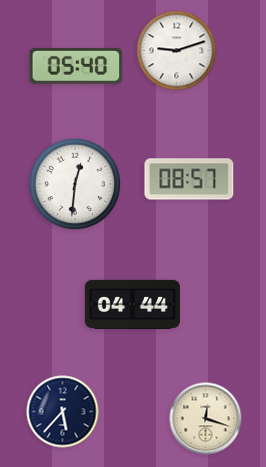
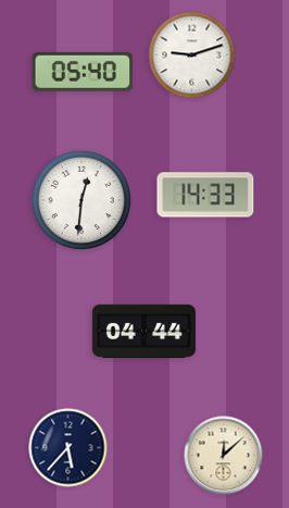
clock at (189, 179): 08:57 -> 14:33
clock at (206, 419): 12:18 -> 12:08
